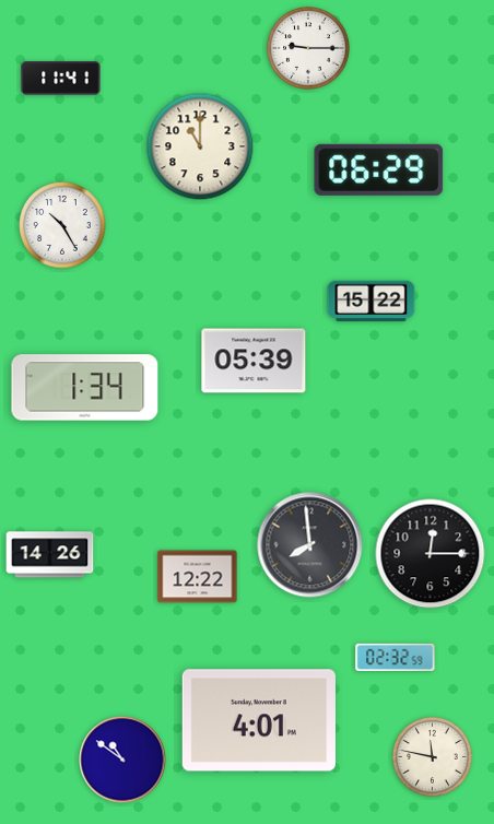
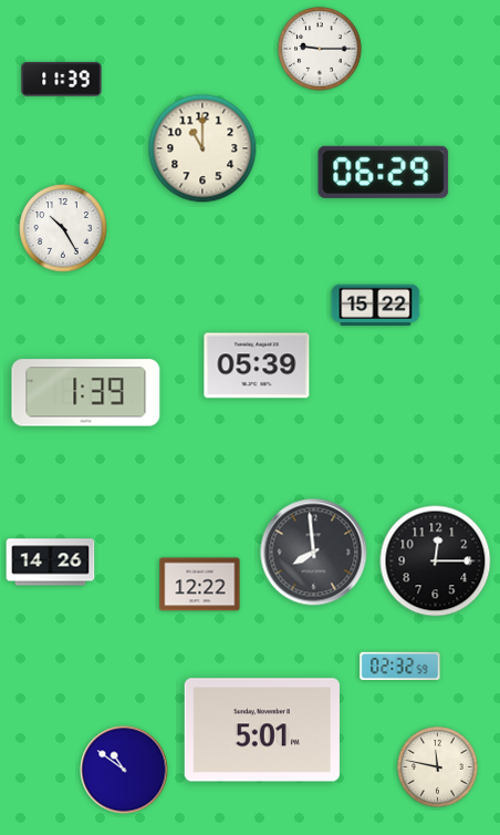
clock at (308, 48) position: (308, 48) -> (320, 49)
clock at (61, 79): 11:41 -> 11:39
clock at (85, 388): 1:34 -> 1:39
clock at (259, 720): 4:01 -> 5:01
